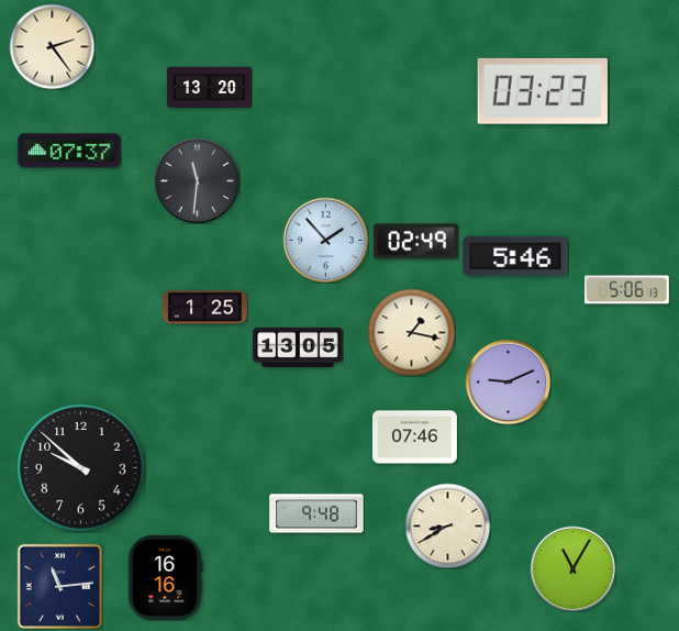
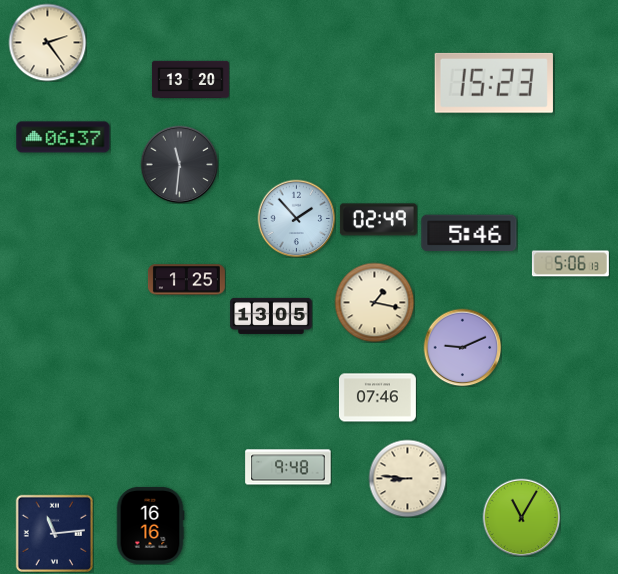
clock at (543, 91): 03:23 -> 15:23
clock at (69, 151): 07:37 -> 06:37
clock at (81, 468): 9:52 -> none
clock at (447, 525): 8:40 -> 8:46
